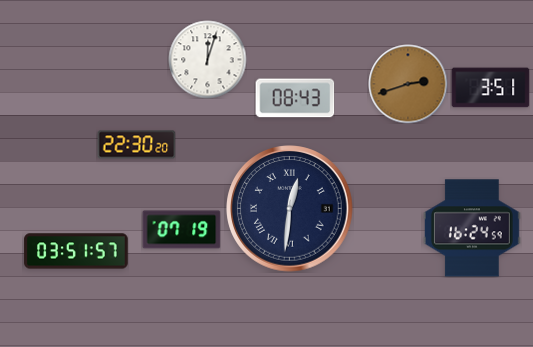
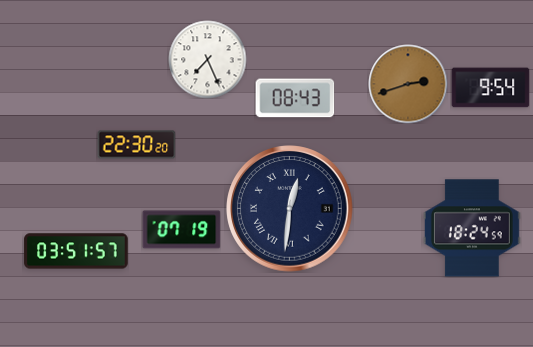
clock at (207, 59): 12:03 -> 7:26
clock at (490, 88): 3:51 -> 9:54
clock at (472, 228): 16:24 -> 18:24
